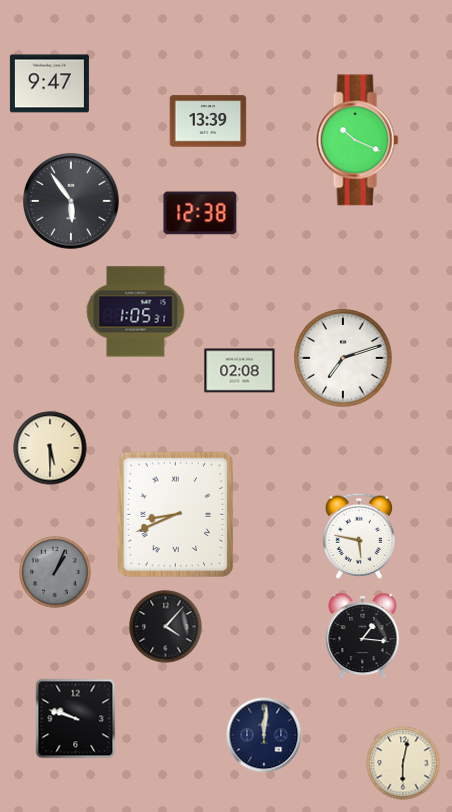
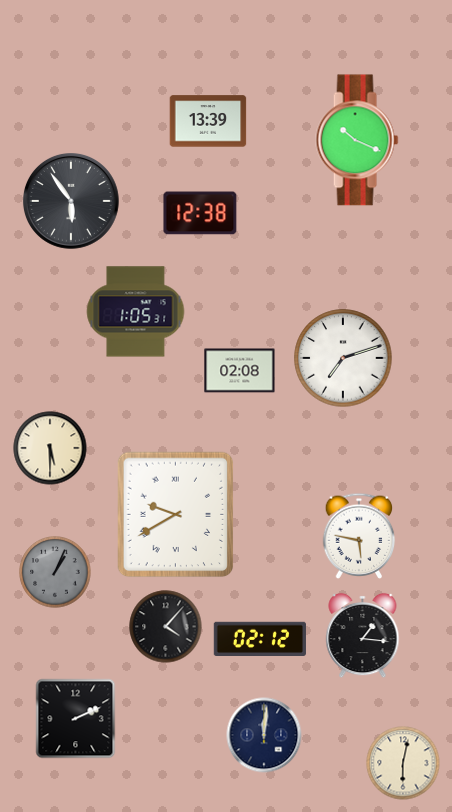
clock at (49, 84): 9:47 -> none
clock at (176, 515): 8:41 -> 9:40
clock at (259, 639): none -> 02:12
clock at (76, 719): 9:48 -> 2:11
